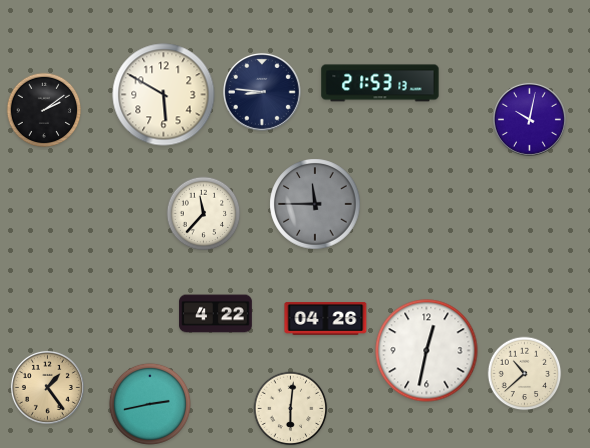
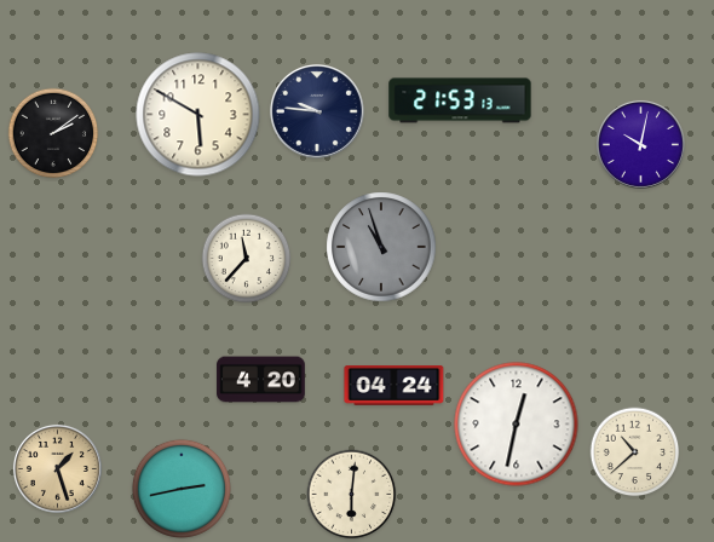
clock at (262, 92): 8:46 -> 9:46
clock at (315, 204): 11:45 -> 10:57
clock at (216, 314): 4:22 -> 4:20
clock at (326, 319): 04:26 -> 04:24
clock at (47, 387): 1:24 -> 1:27
